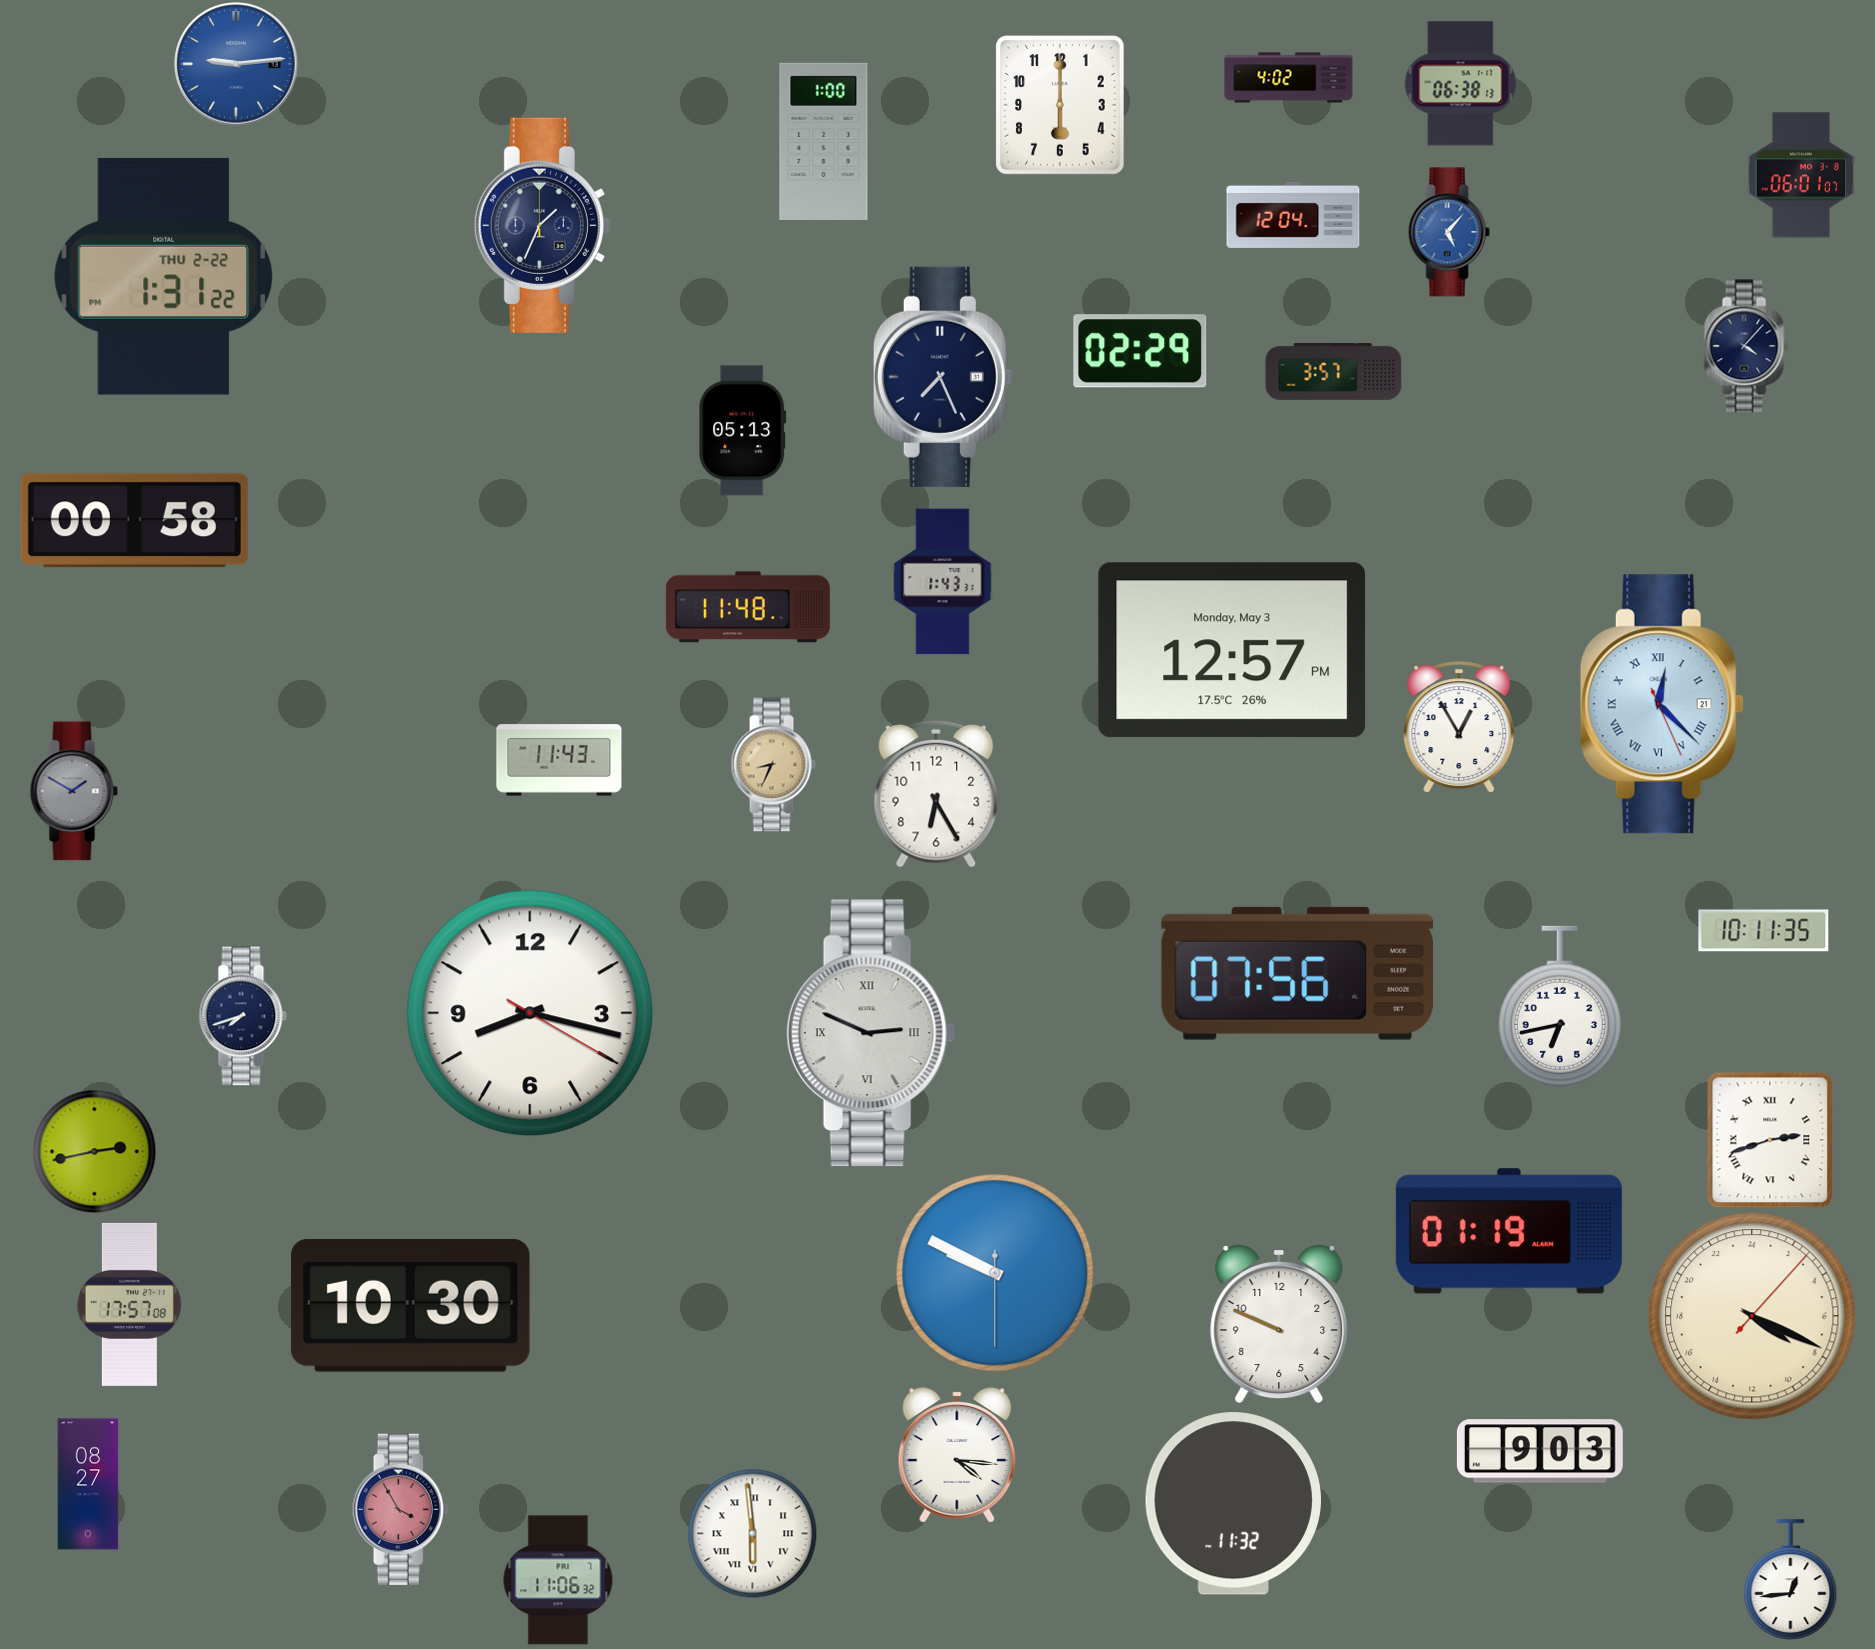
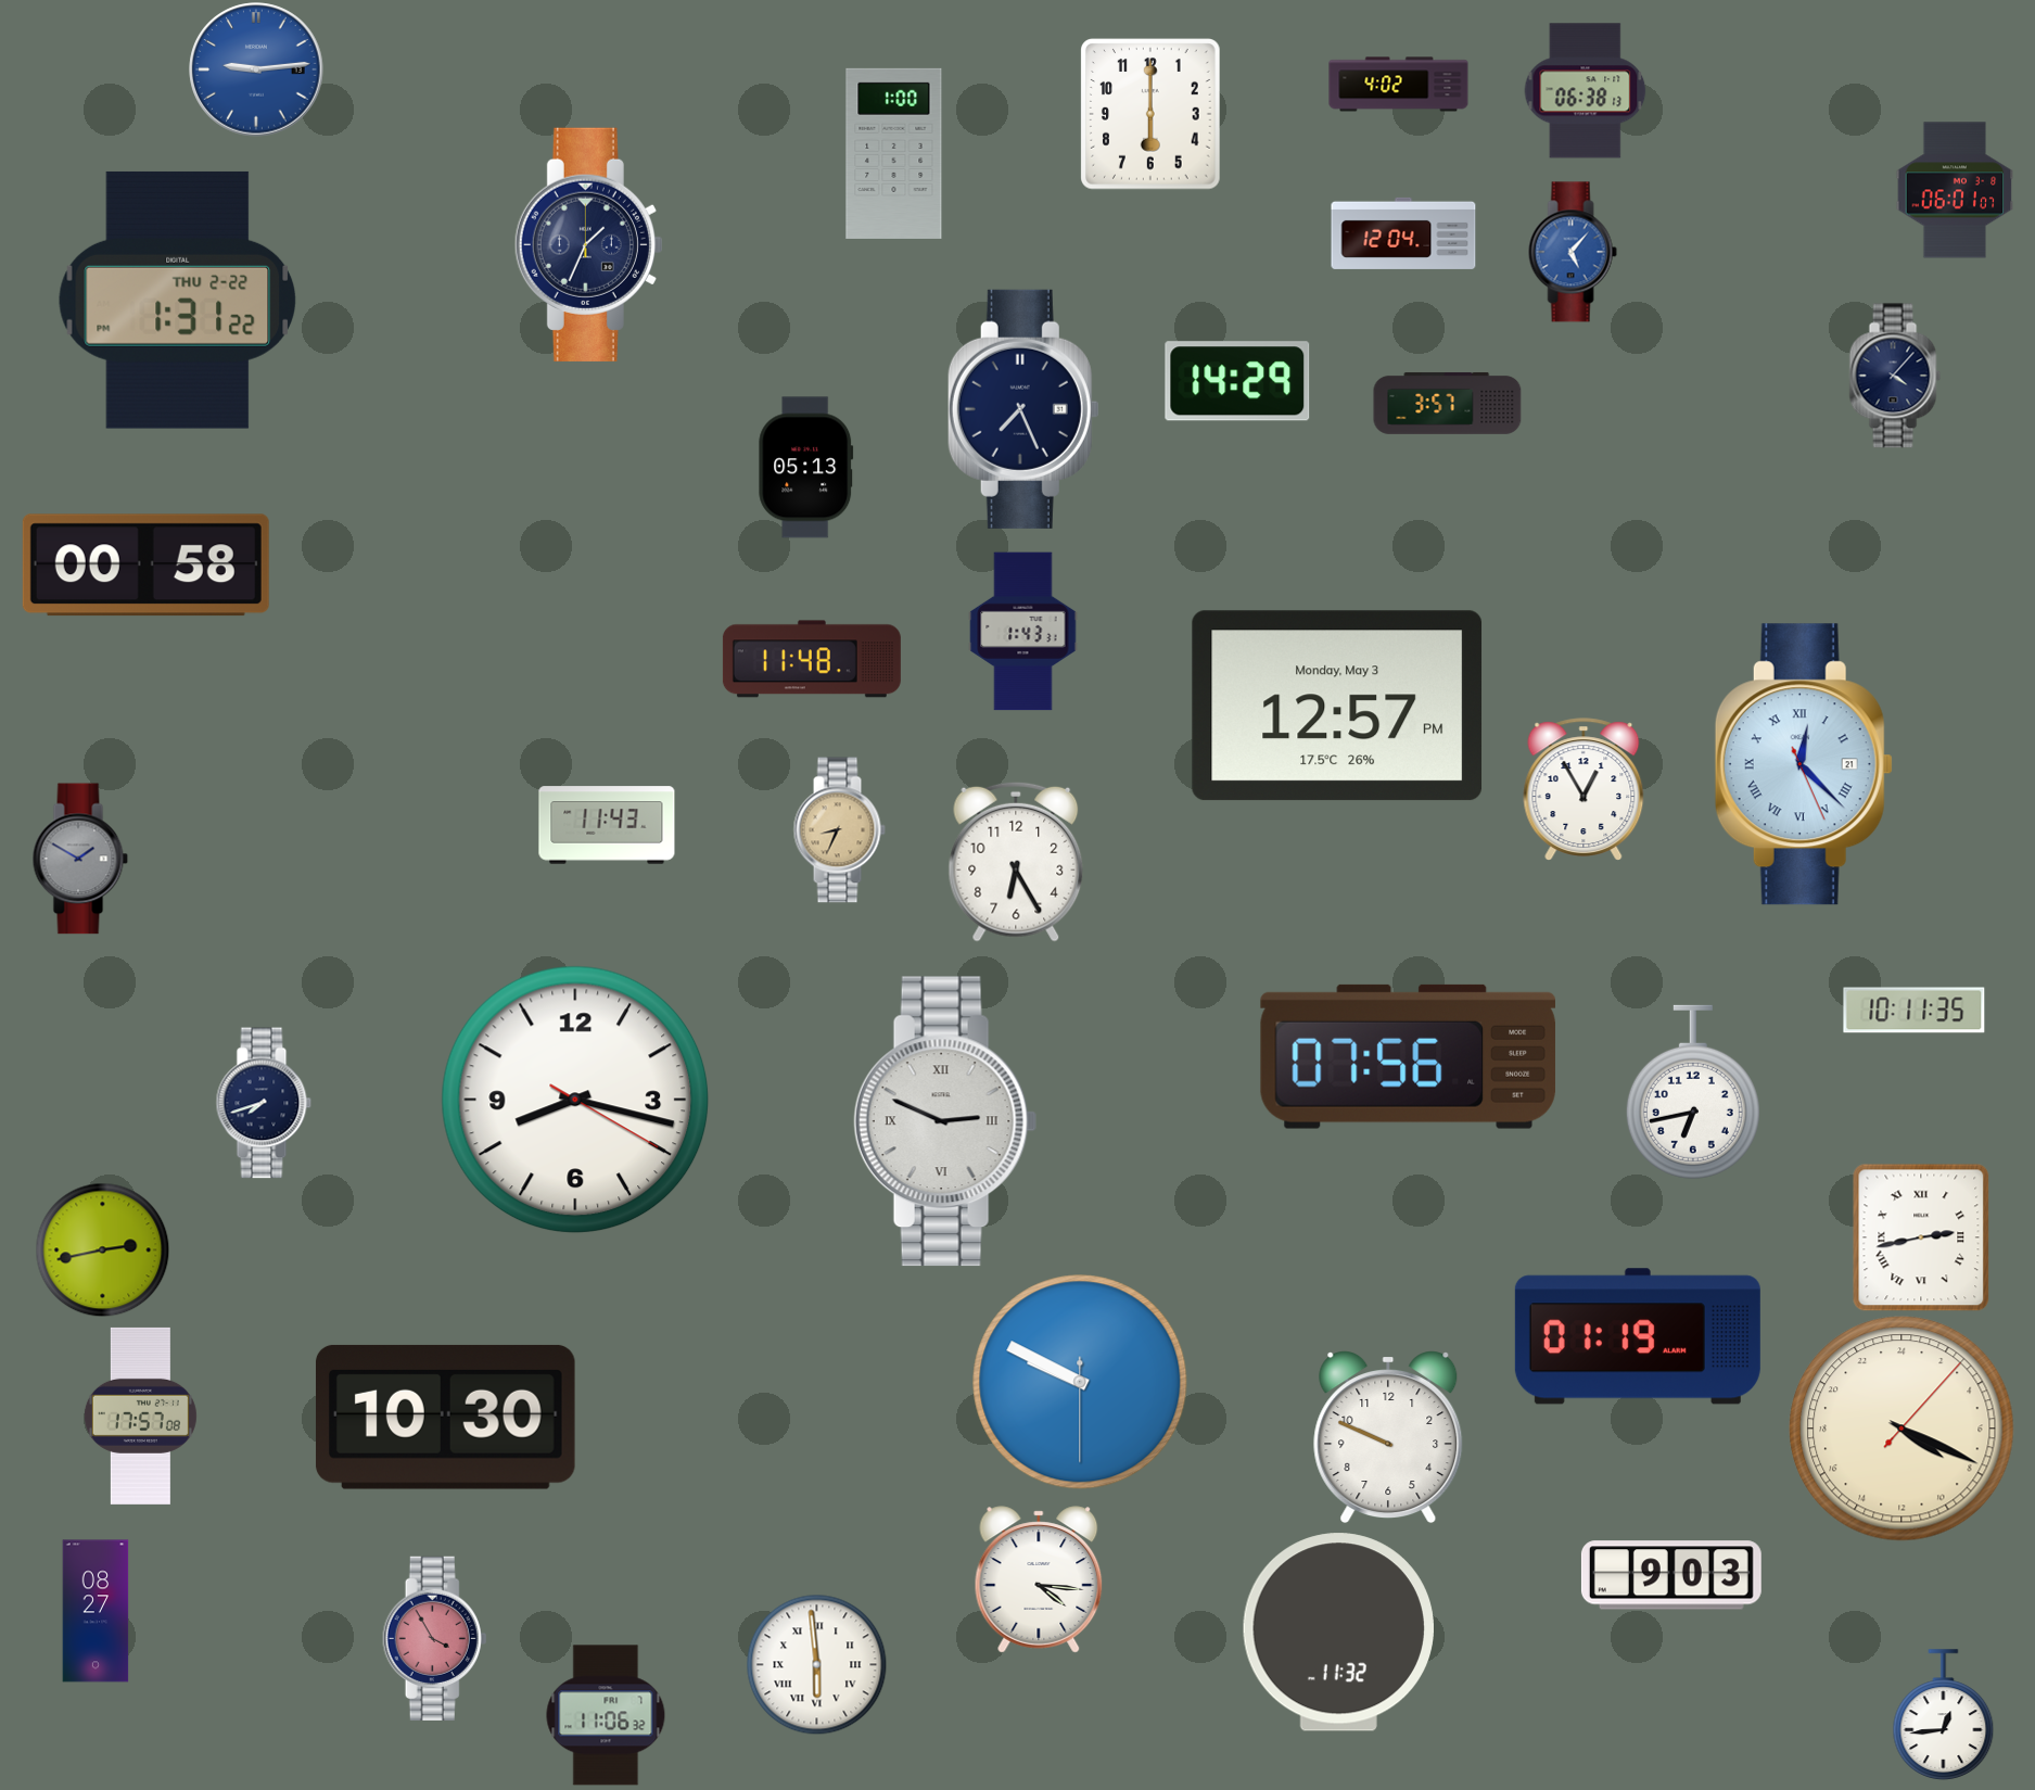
clock at (1140, 351): 02:29 -> 14:29
clock at (1770, 1140): 2:42 -> 2:43
